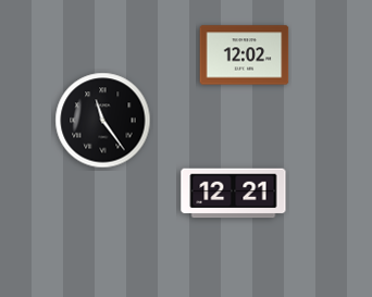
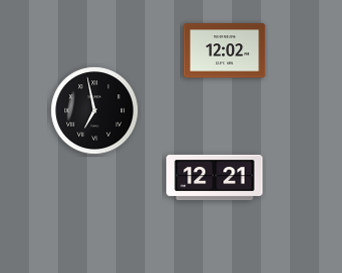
clock at (103, 121): 11:24 -> 6:58
